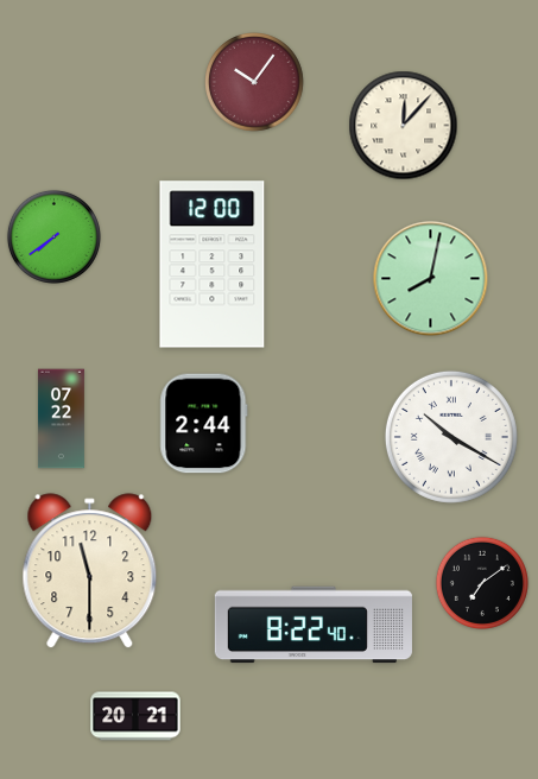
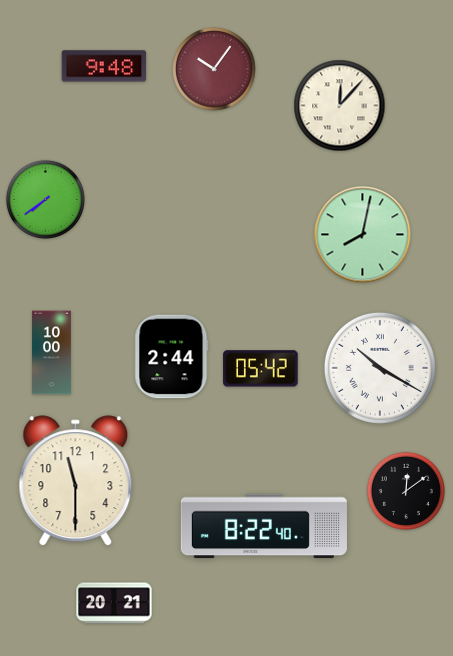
clock at (104, 66): none -> 9:48
clock at (213, 265): 12:00 -> none
clock at (61, 419): 07:22 -> 10:00
clock at (261, 369): none -> 05:42
clock at (482, 583): 7:09 -> 12:09
